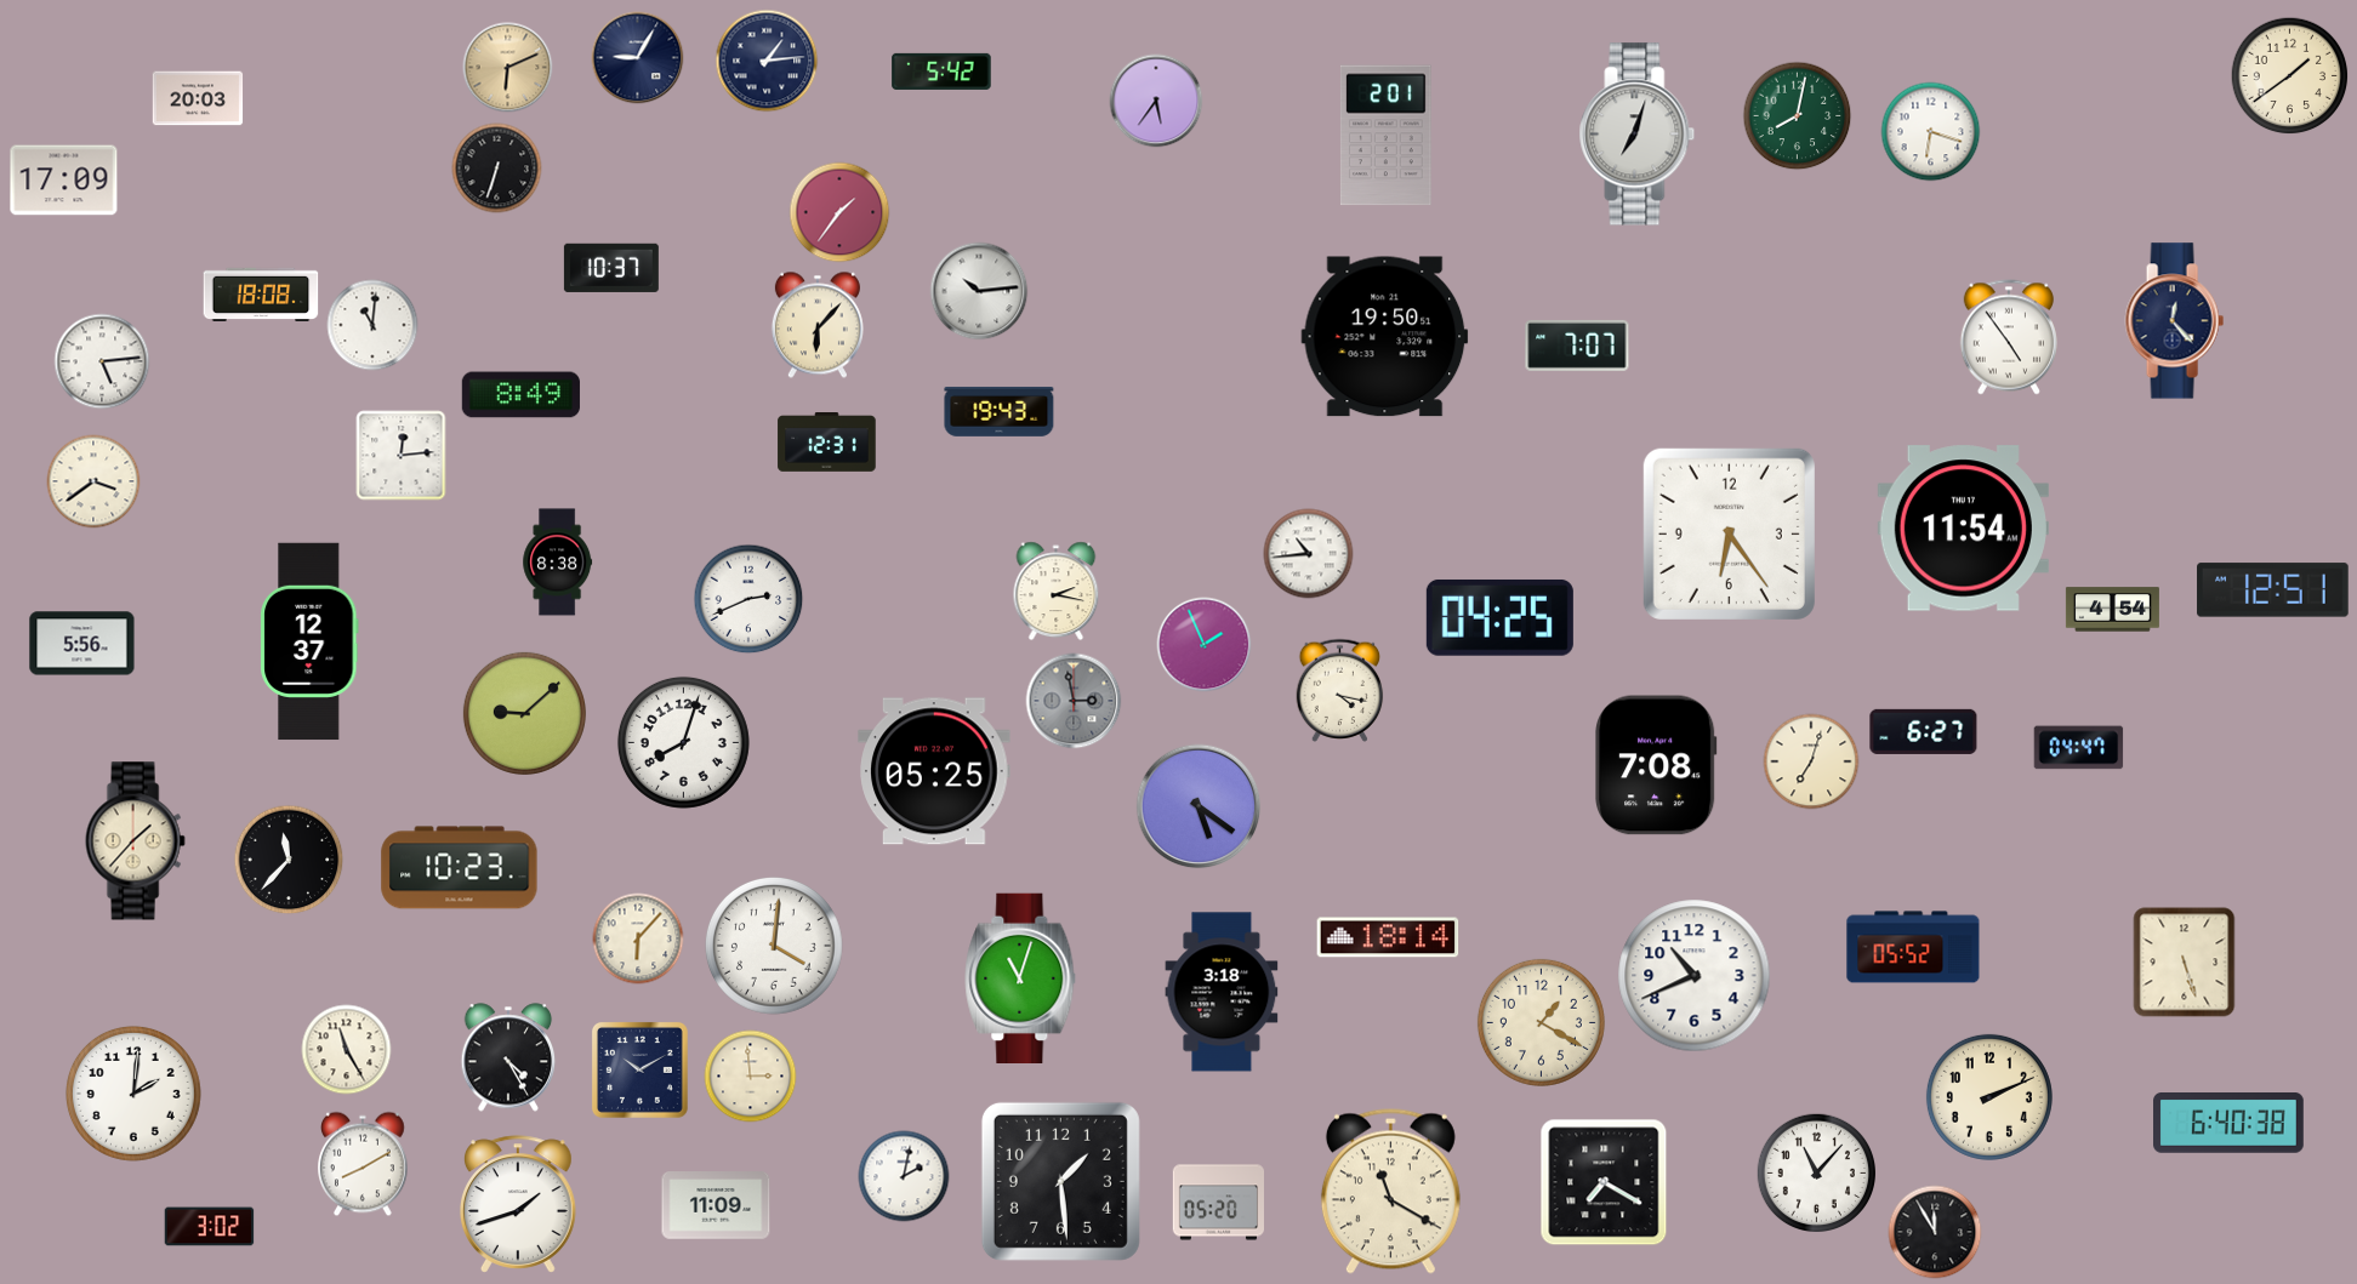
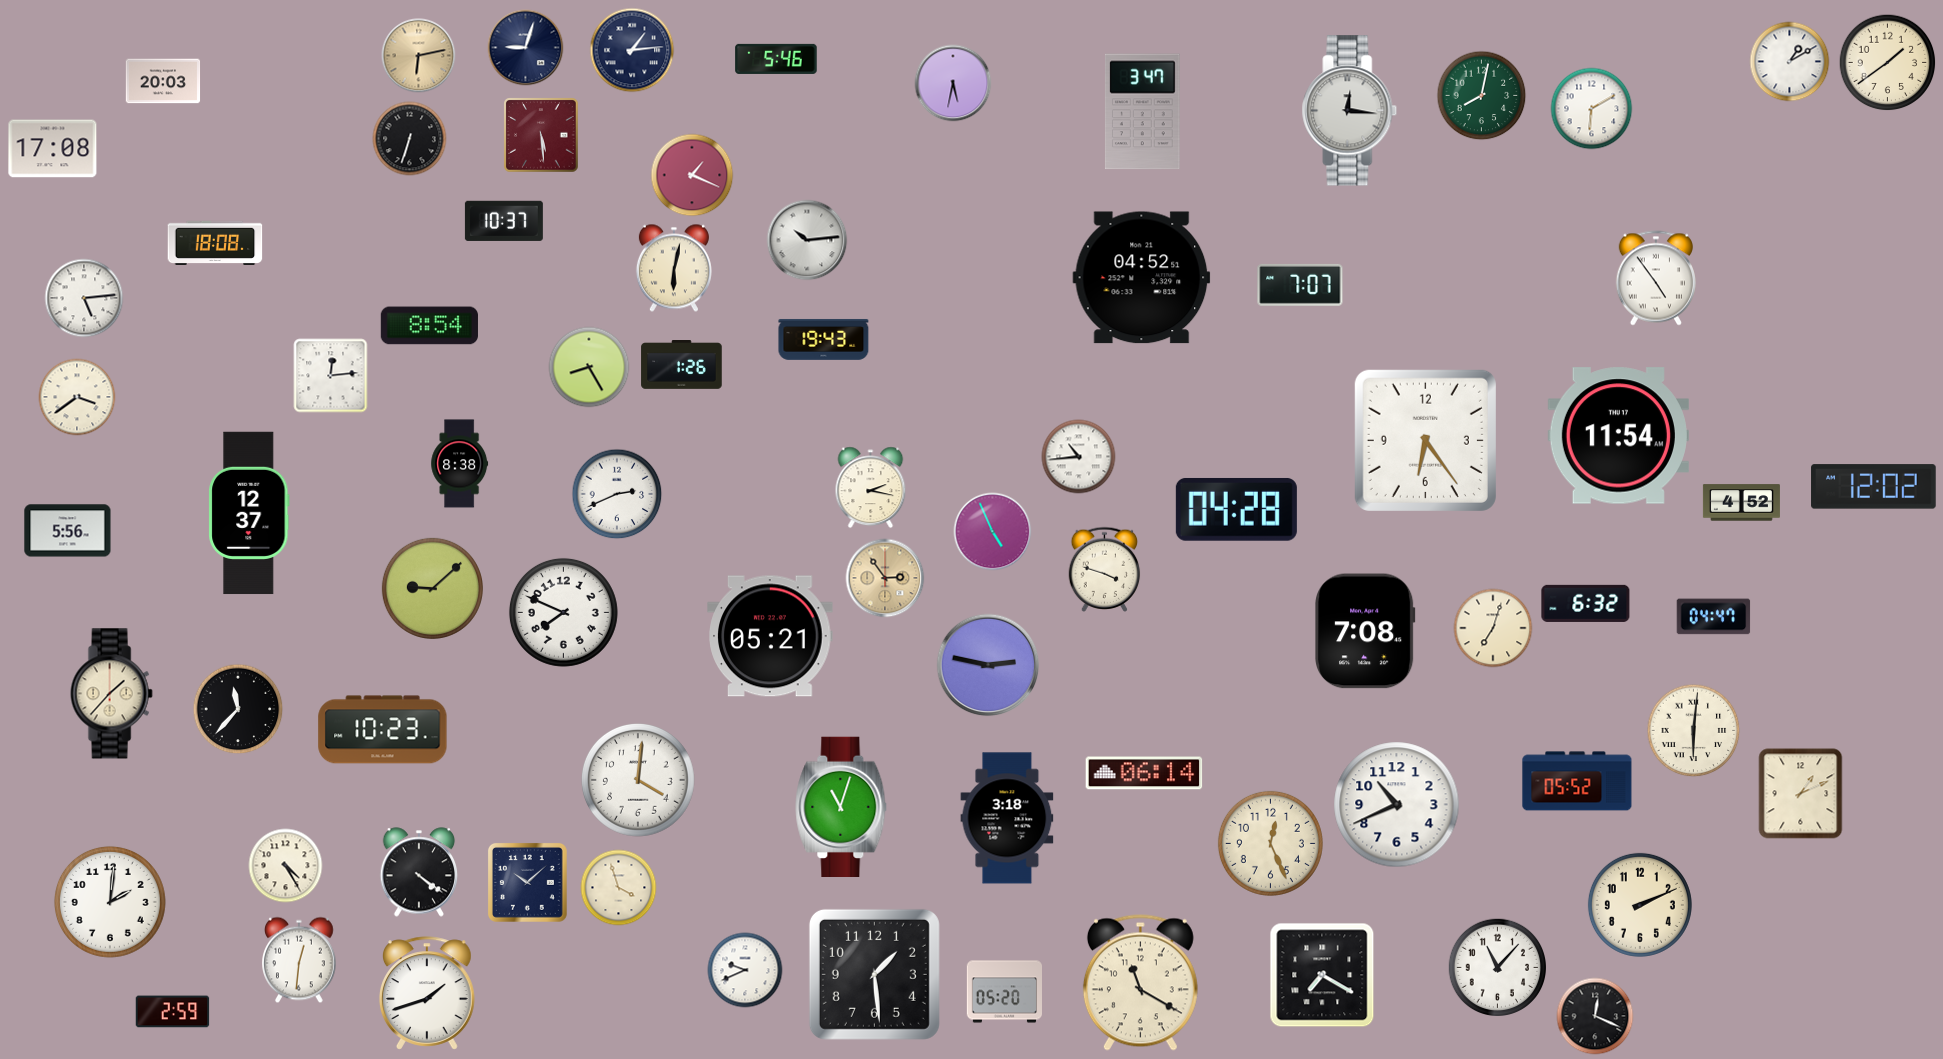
clock at (638, 58): 9:05 -> 9:03
clock at (508, 68): 6:11 -> 6:13
clock at (941, 72): 5:42 -> 5:46
clock at (1790, 62): none -> 1:10
clock at (1156, 101): 5:36 -> 5:32
clock at (1931, 132): 6:18 -> 6:10
clock at (1638, 135): 7:03 -> 12:16
clock at (1385, 136): 2:01 -> 3:47
clock at (541, 135): none -> 5:29
clock at (64, 181): 17:09 -> 17:08
clock at (839, 212): 1:36 -> 1:19
clock at (2174, 321): 12:23 -> none
clock at (372, 325): 11:01 -> none
clock at (818, 325): 6:07 -> 6:02
clock at (1385, 337): 19:50 -> 04:52
clock at (520, 395): 8:49 -> 8:54
clock at (827, 443): 12:31 -> 1:26
clock at (589, 367): none -> 8:25
clock at (2273, 590): 12:51 -> 12:02
clock at (2112, 610): 4:54 -> 4:52
clock at (1499, 617): 04:25 -> 04:28
clock at (309, 641) position: (309, 641) -> (249, 513)
clock at (1205, 645): 1:56 -> 4:56
clock at (1340, 690): 4:17 -> 3:48
clock at (1074, 701): 2:58 -> 2:54
clock at (1074, 701) dial: grey -> champagne
clock at (1924, 731): 6:27 -> 6:32
clock at (683, 742): 8:03 -> 7:49
clock at (934, 771): 05:25 -> 05:21
clock at (1199, 806): 5:21 -> 2:47
clock at (460, 868) position: (460, 868) -> (383, 730)
clock at (1694, 731): none -> 6:01
clock at (1388, 937): 18:14 -> 06:14
clock at (638, 938): 6:07 -> none
clock at (2185, 963): 5:27 -> 1:11
clock at (1541, 1022): 1:20 -> 12:26
clock at (347, 1050): 11:25 -> 4:25
clock at (508, 1057): 4:25 -> 4:21
clock at (639, 1069): 10:10 -> 10:08
clock at (751, 1077): 2:59 -> 3:57
clock at (2230, 1123): 6:40 -> none
clock at (364, 1164): 8:10 -> 12:31
clock at (904, 1176): 2:02 -> 9:41
clock at (1390, 1191) position: (1390, 1191) -> (1140, 982)
clock at (716, 1205): 11:09 -> none
clock at (210, 1227): 3:02 -> 2:59
clock at (1935, 1232): 11:55 -> 12:19
